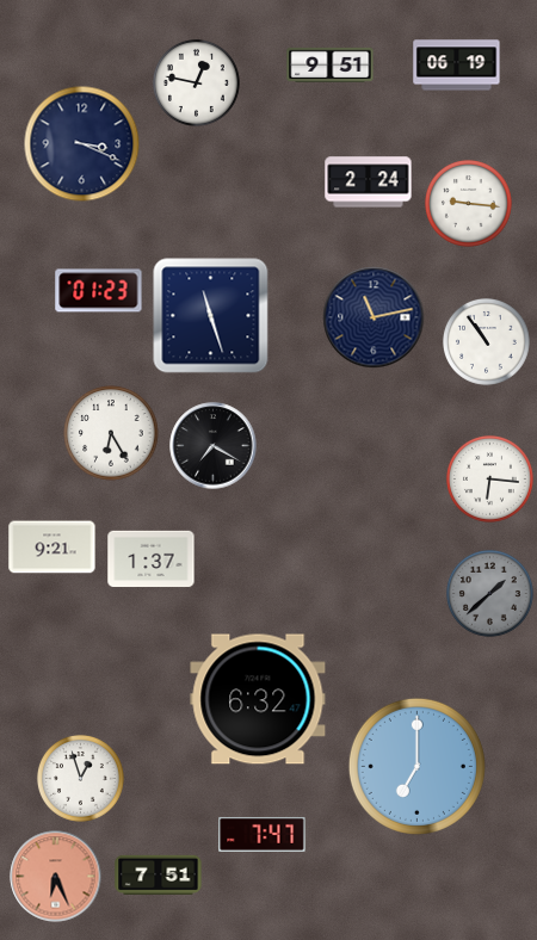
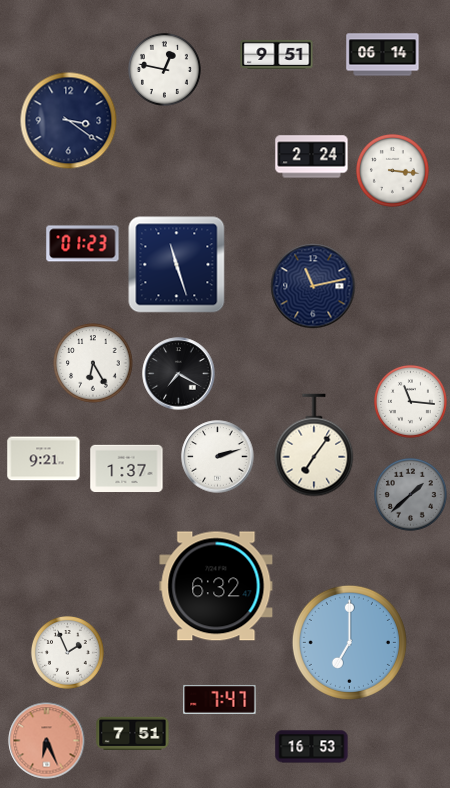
clock at (457, 66): 06:19 -> 06:14
clock at (82, 144): 3:19 -> 3:21
clock at (369, 183) position: (369, 183) -> (312, 157)
clock at (468, 203): 9:16 -> 3:16
clock at (374, 317) position: (374, 317) -> (313, 286)
clock at (486, 341): 10:54 -> none
clock at (489, 478): 6:16 -> 11:16
clock at (314, 445): none -> 7:06
clock at (218, 457): none -> 2:12
clock at (489, 593) position: (489, 593) -> (410, 494)
clock at (80, 778): 12:57 -> 1:56
clock at (56, 877) position: (56, 877) -> (47, 741)
clock at (312, 747): none -> 16:53
